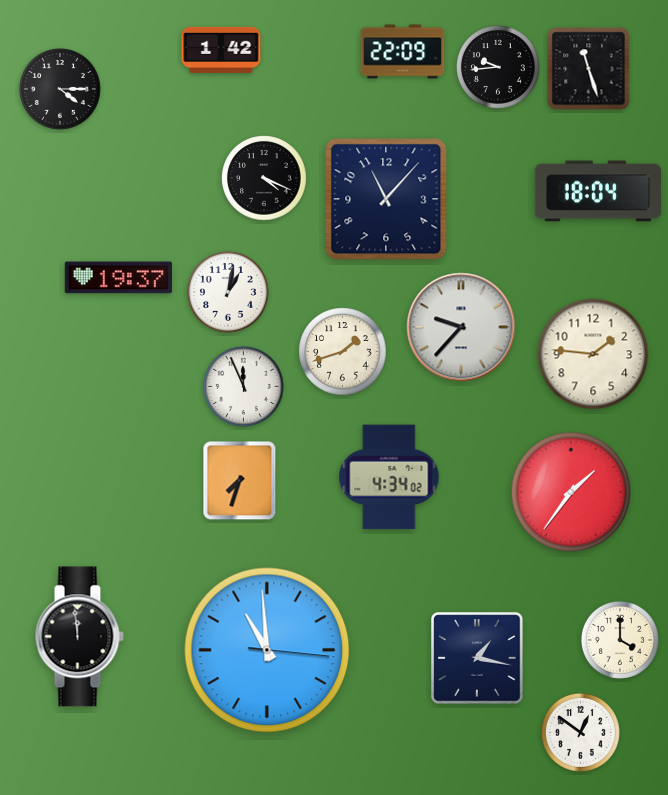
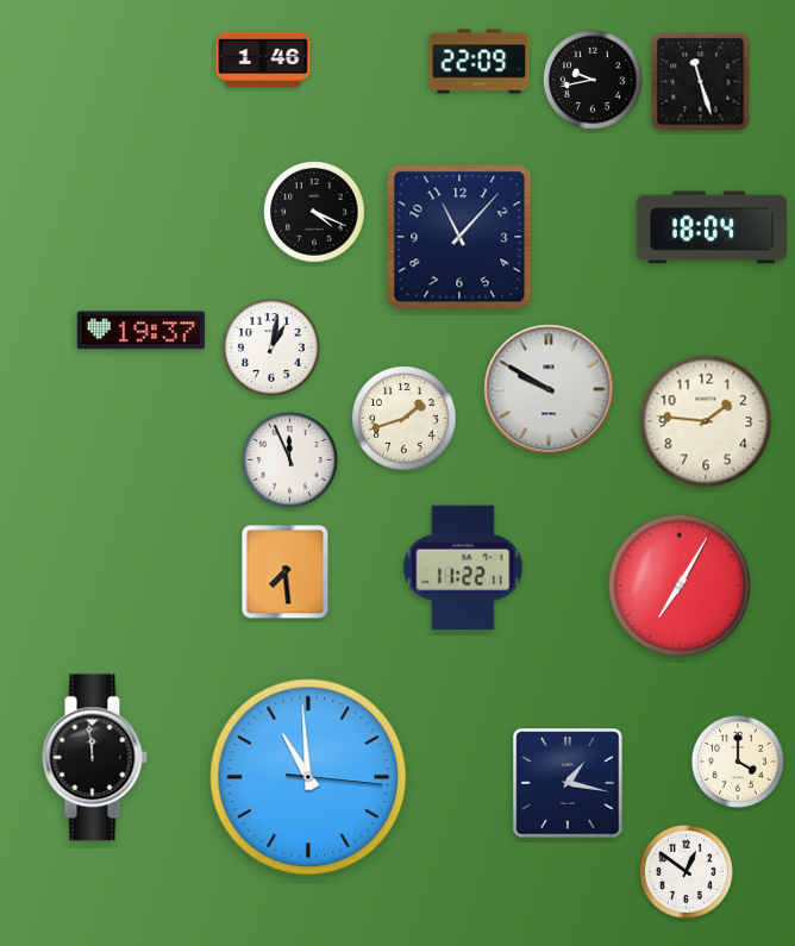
clock at (221, 50): 1:42 -> 1:46
clock at (499, 68): 9:44 -> 9:43
clock at (60, 89): 4:15 -> none
clock at (461, 327): 9:37 -> 9:50
clock at (343, 352) position: (343, 352) -> (405, 419)
clock at (389, 477): 4:34 -> 11:22
clock at (240, 481): 7:33 -> 7:29
clock at (571, 492): 1:36 -> 7:05
clock at (267, 650) position: (267, 650) -> (308, 777)
clock at (580, 732) position: (580, 732) -> (686, 871)
